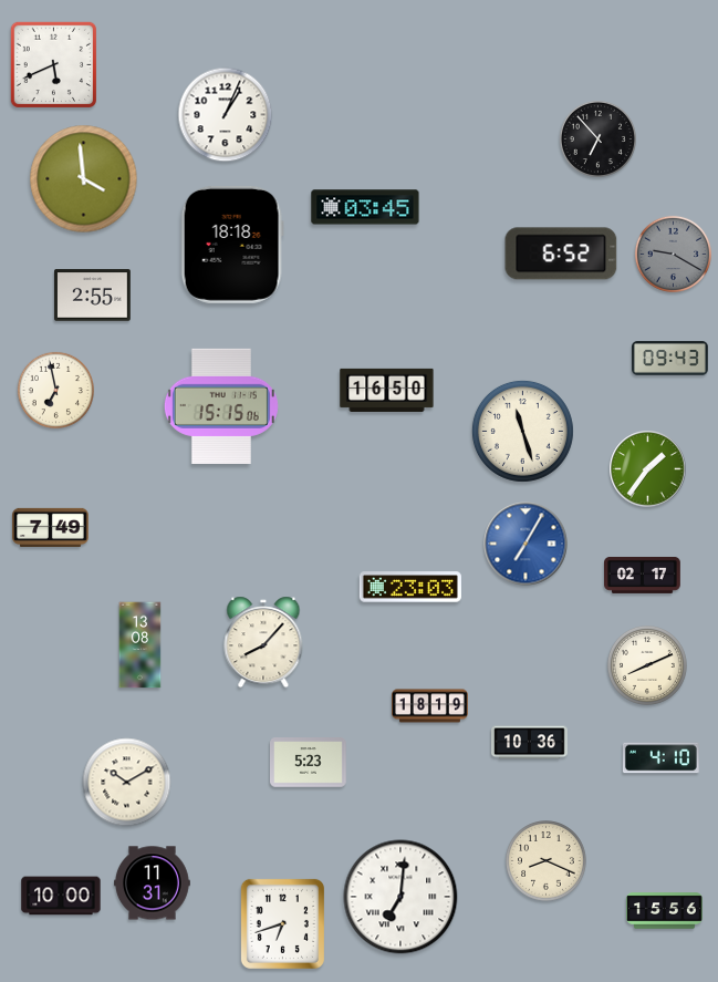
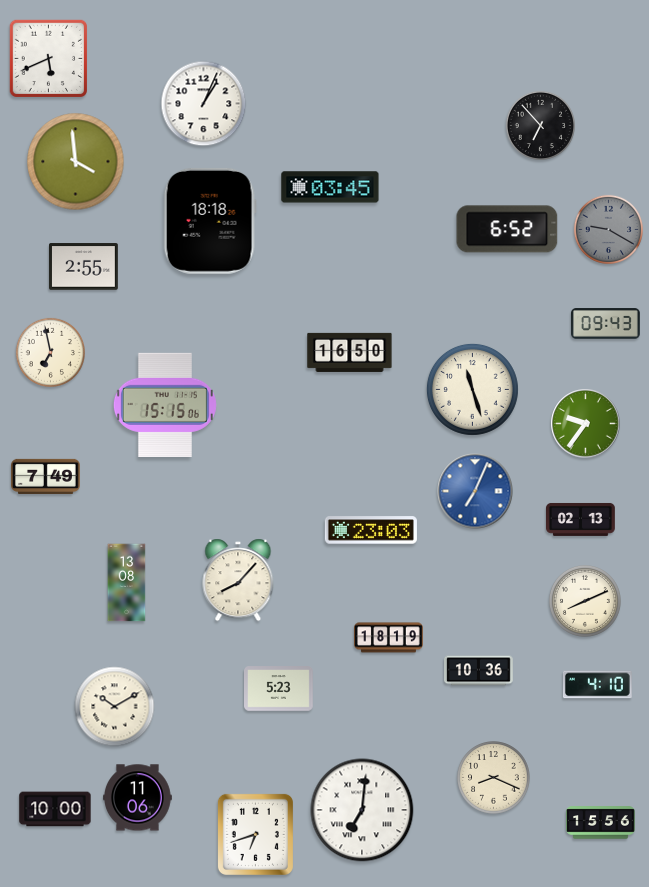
clock at (221, 406) position: (221, 406) -> (165, 405)
clock at (648, 469): 1:36 -> 9:36
clock at (526, 544): 7:05 -> 7:04
clock at (643, 575): 02:17 -> 02:13
clock at (153, 883): 11:31 -> 11:06
